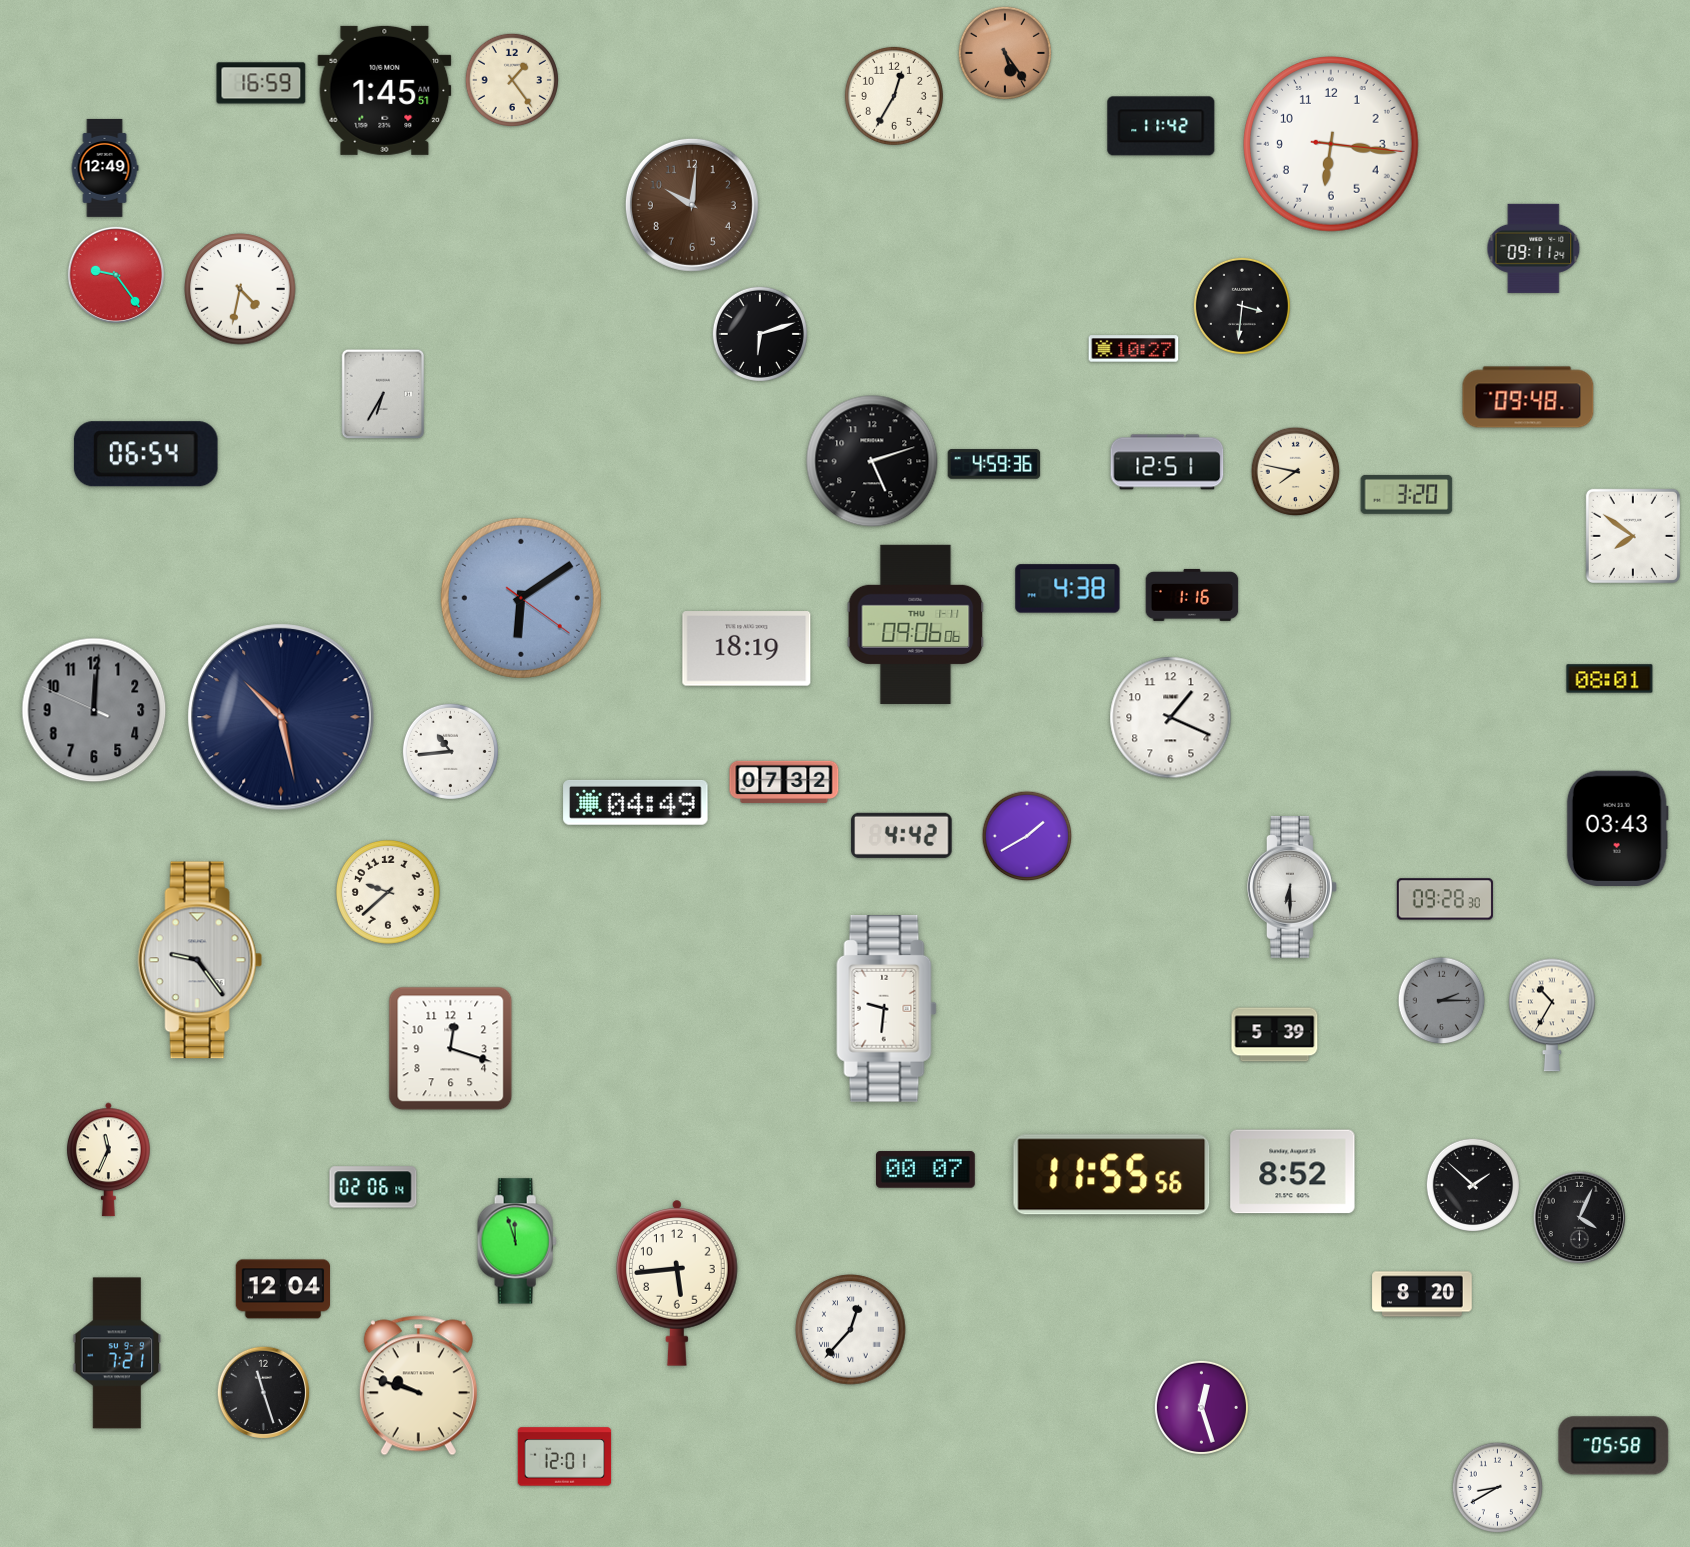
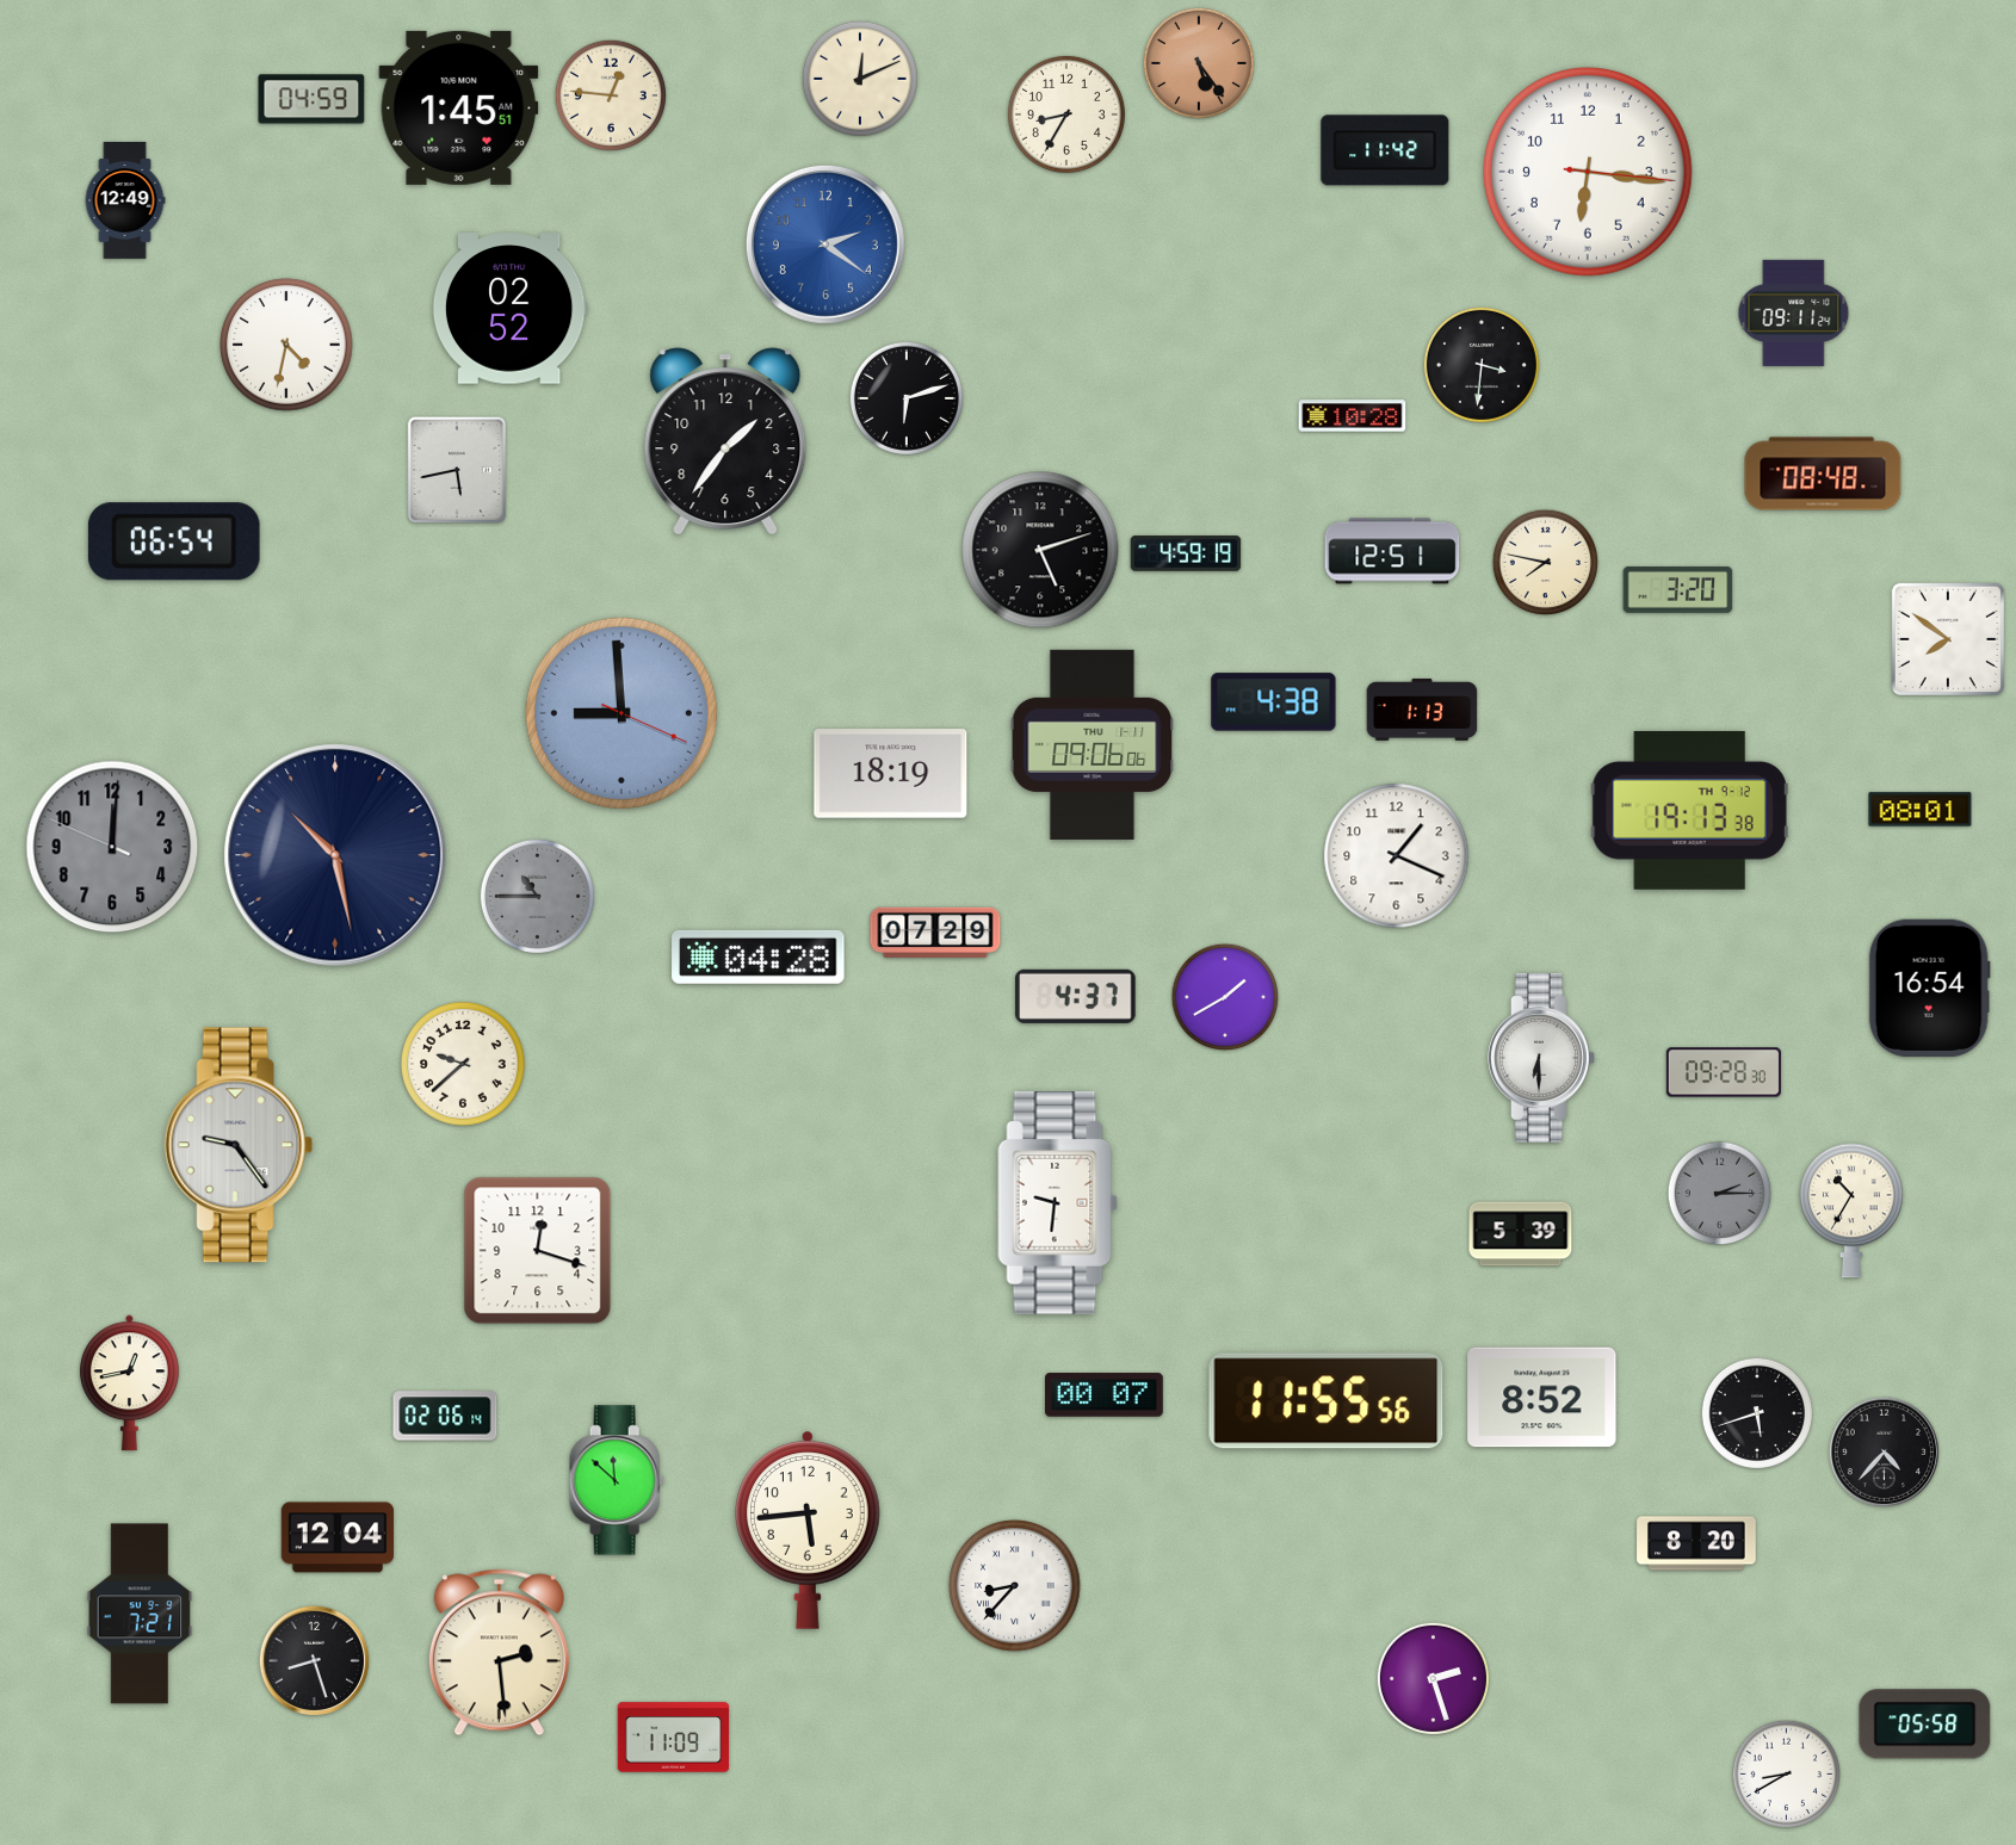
clock at (860, 79): none -> 12:11
clock at (512, 80): 1:24 -> 12:46
clock at (261, 83): 16:59 -> 04:59
clock at (894, 96): 12:35 -> 8:35
clock at (692, 205): 10:01 -> 2:21
clock at (692, 205) dial: brown -> blue
clock at (1534, 248) position: (1534, 248) -> (1794, 312)
clock at (509, 309): none -> 02:52
clock at (115, 274): 9:24 -> none
clock at (1134, 349): 10:27 -> 10:28
clock at (725, 441): none -> 1:36
clock at (383, 394): 6:35 -> 5:43
clock at (1528, 397): 09:48 -> 08:48
clock at (994, 464): 4:59:36 -> 4:59:19
clock at (1192, 595): 1:16 -> 1:13
clock at (521, 598): 6:09 -> 8:59
clock at (1689, 810): none -> 19:13
clock at (450, 751): 10:44 -> 10:45
clock at (450, 751) dial: white -> grey
clock at (784, 781): 07:32 -> 07:29
clock at (636, 802): 04:49 -> 04:28
clock at (1617, 828): 03:43 -> 16:54
clock at (902, 835): 4:42 -> 4:37
clock at (108, 1160): 11:34 -> 12:43
clock at (1473, 1185): 1:52 -> 5:42
clock at (1580, 1218): 4:04 -> 4:37
clock at (517, 1241): 11:57 -> 11:52
clock at (851, 1330): 12:37 -> 8:37
clock at (418, 1386): 9:48 -> 2:29
clock at (264, 1393): 11:27 -> 8:27
clock at (1201, 1407): 12:27 -> 2:27
clock at (565, 1457): 12:01 -> 11:09
